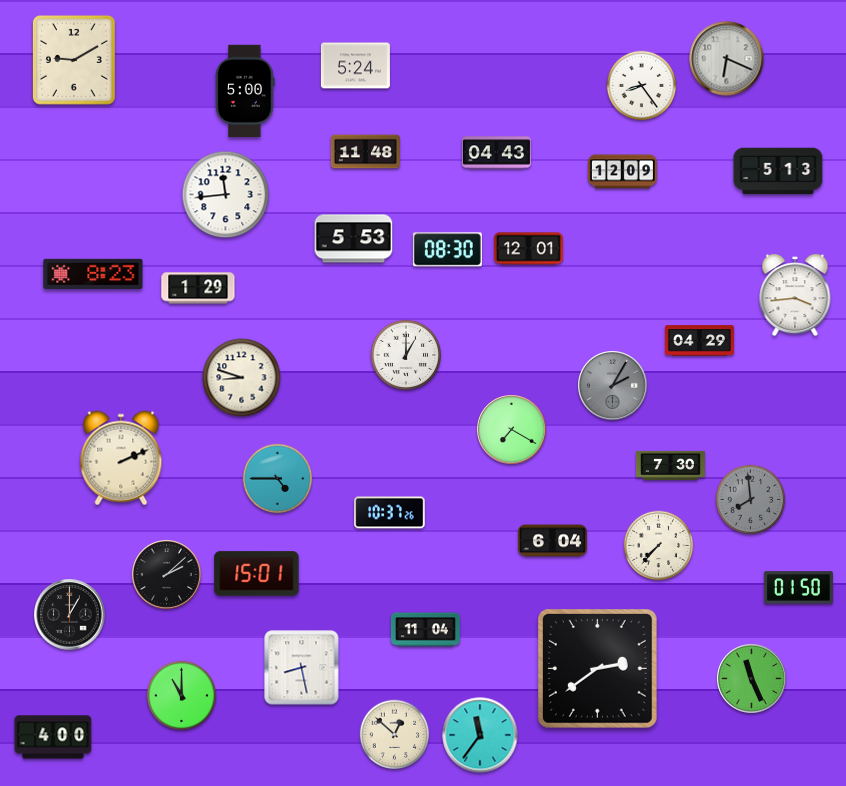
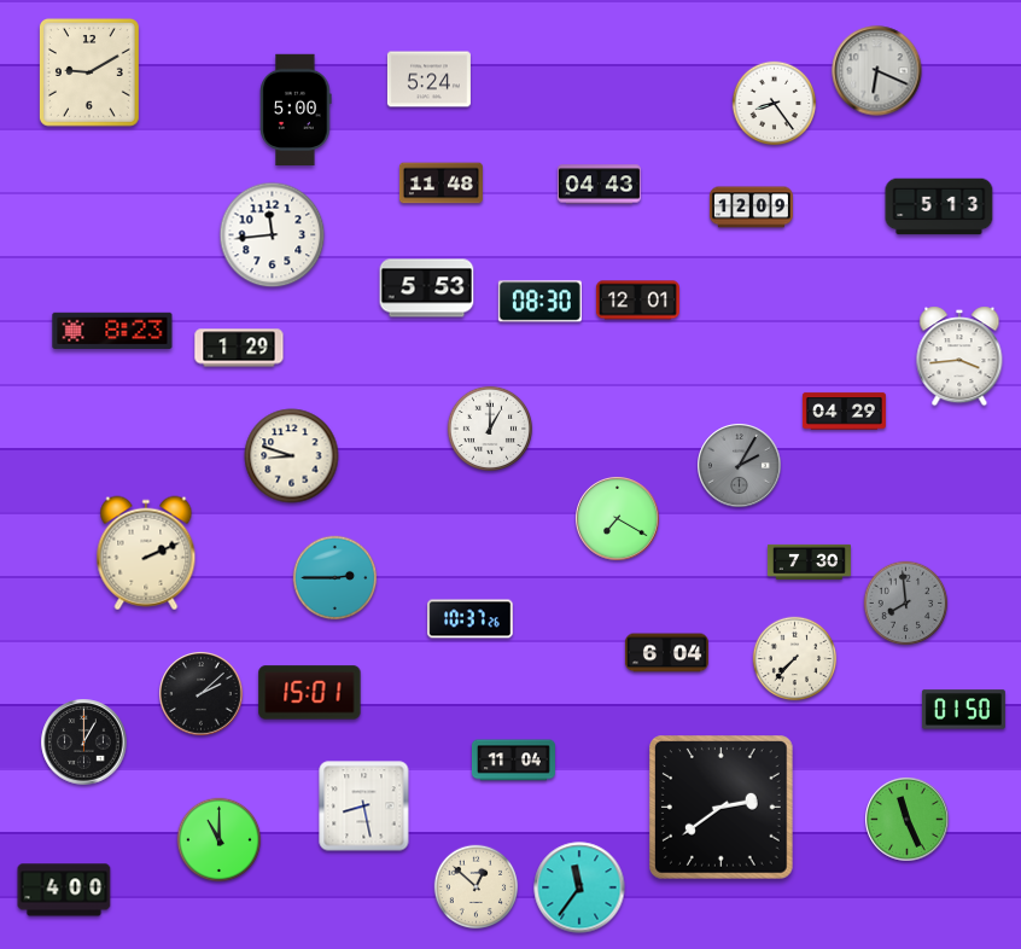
clock at (278, 479): 4:45 -> 2:45
